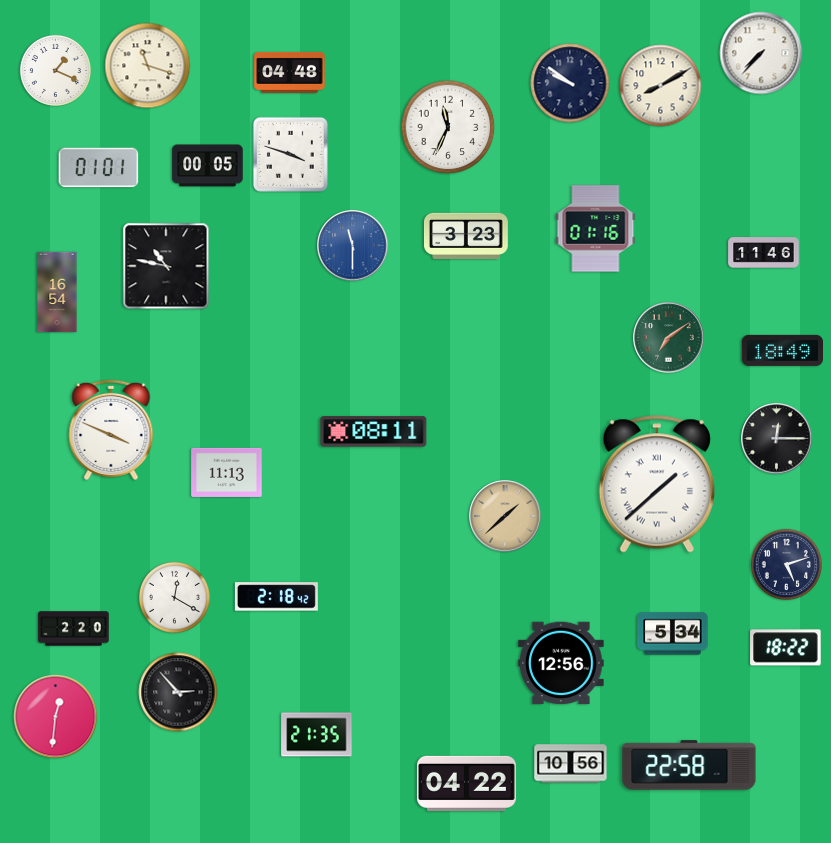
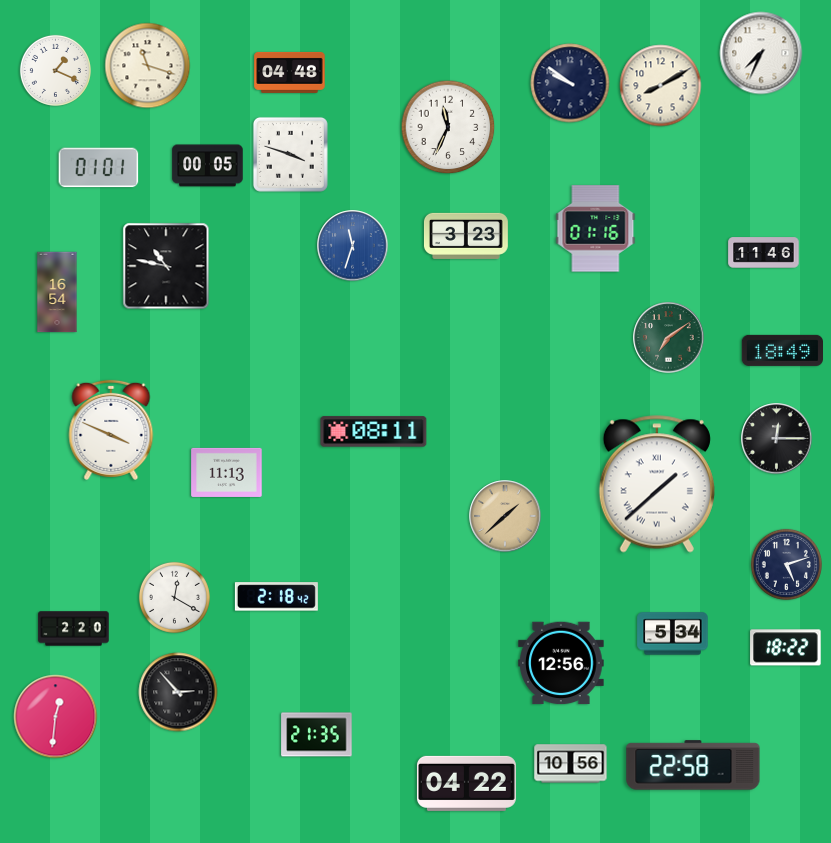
clock at (761, 53): 7:37 -> 7:34
clock at (353, 246): 11:30 -> 11:33
clock at (689, 765) position: (689, 765) -> (693, 765)
